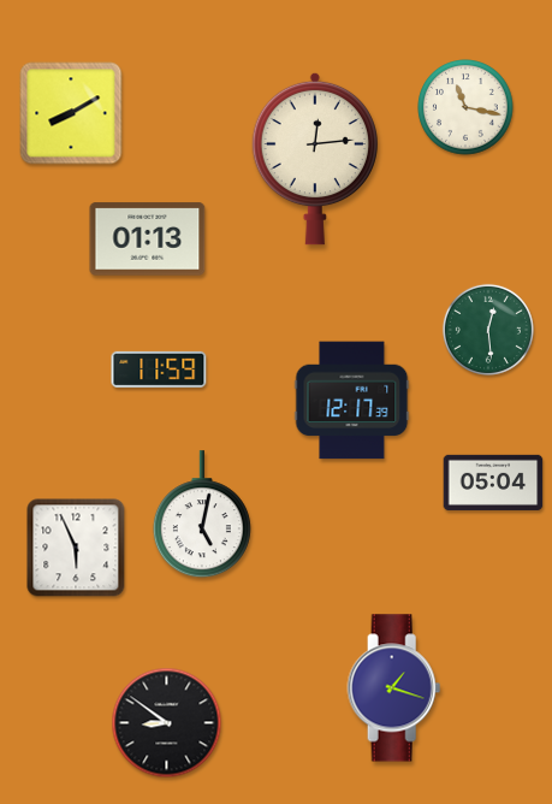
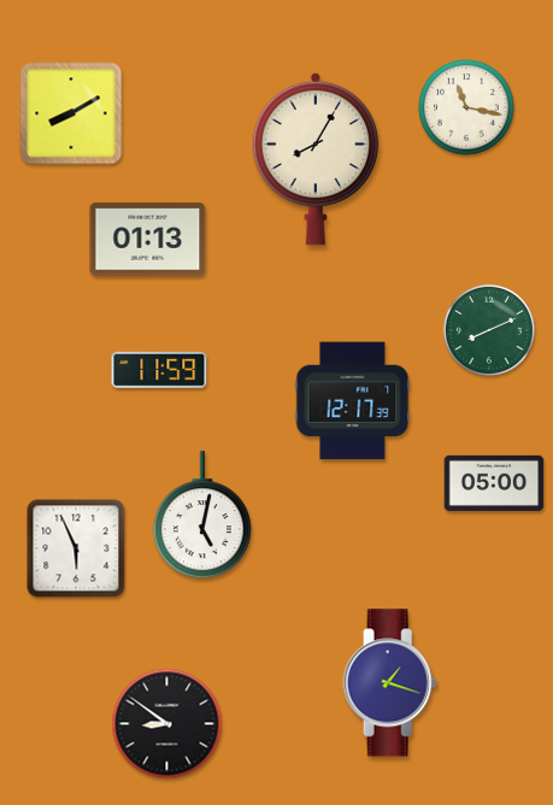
clock at (314, 159): 12:14 -> 8:05
clock at (488, 330): 12:29 -> 8:11
clock at (493, 483): 05:04 -> 05:00
clock at (394, 688) position: (394, 688) -> (390, 683)
